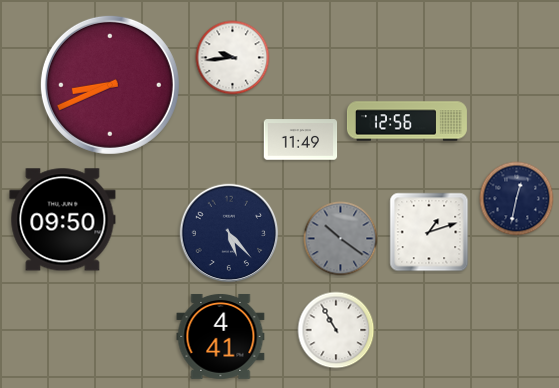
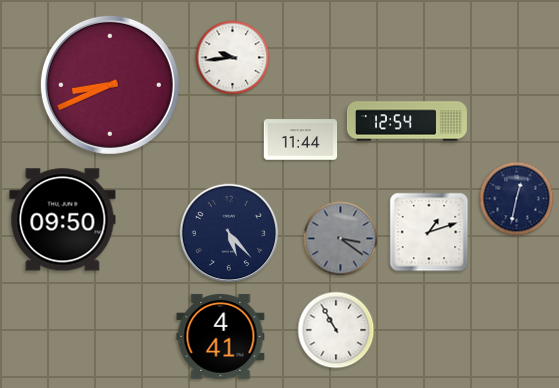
clock at (407, 121): 12:56 -> 12:54
clock at (301, 140): 11:49 -> 11:44
clock at (341, 239): 10:21 -> 3:21
